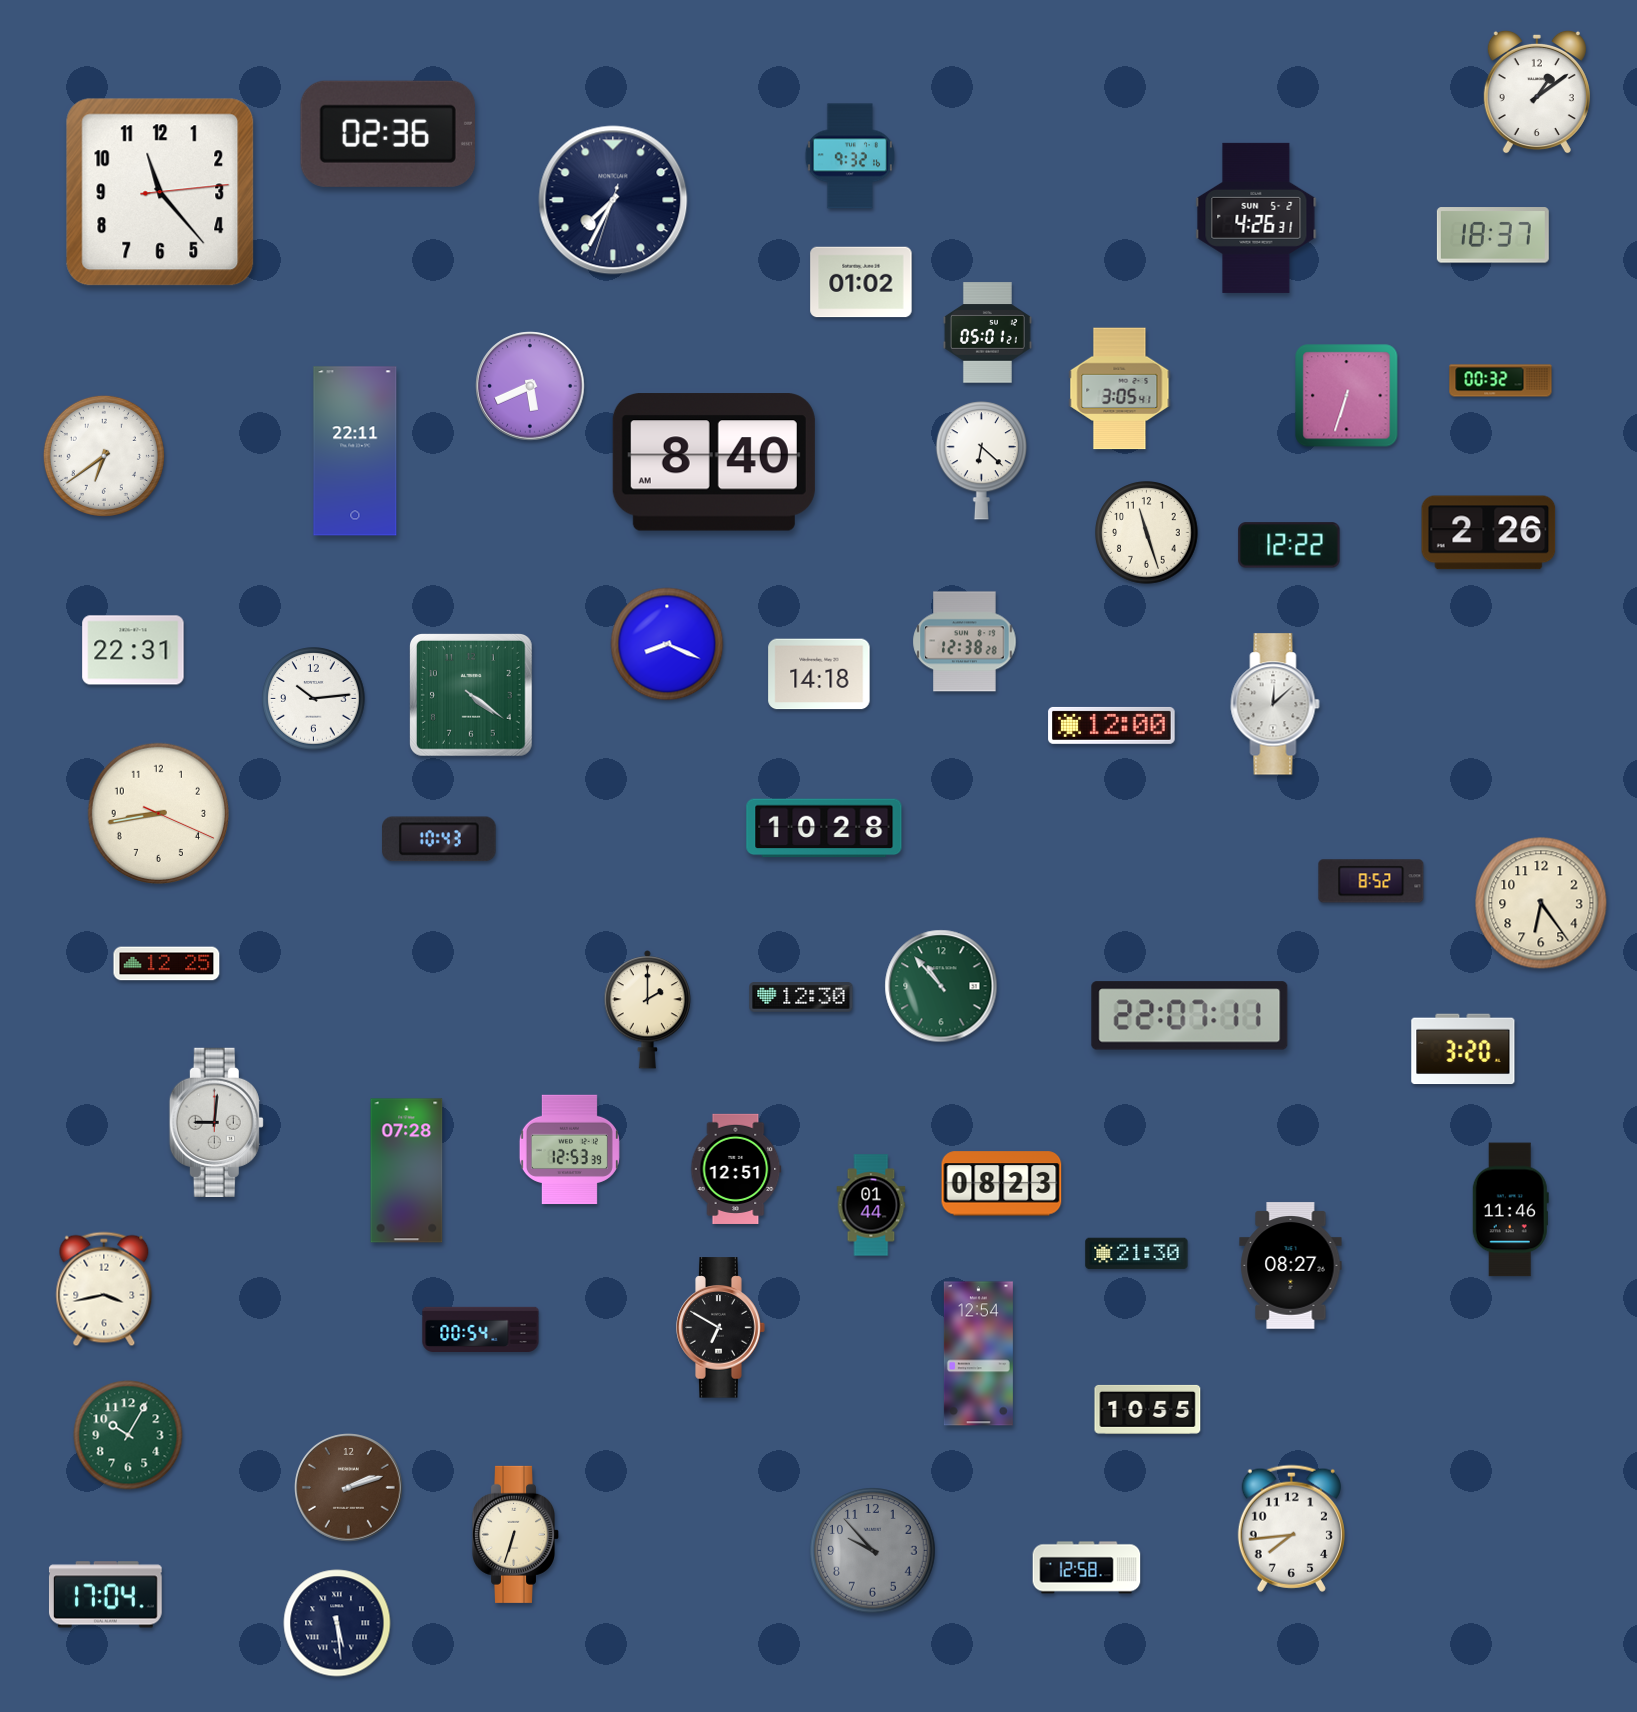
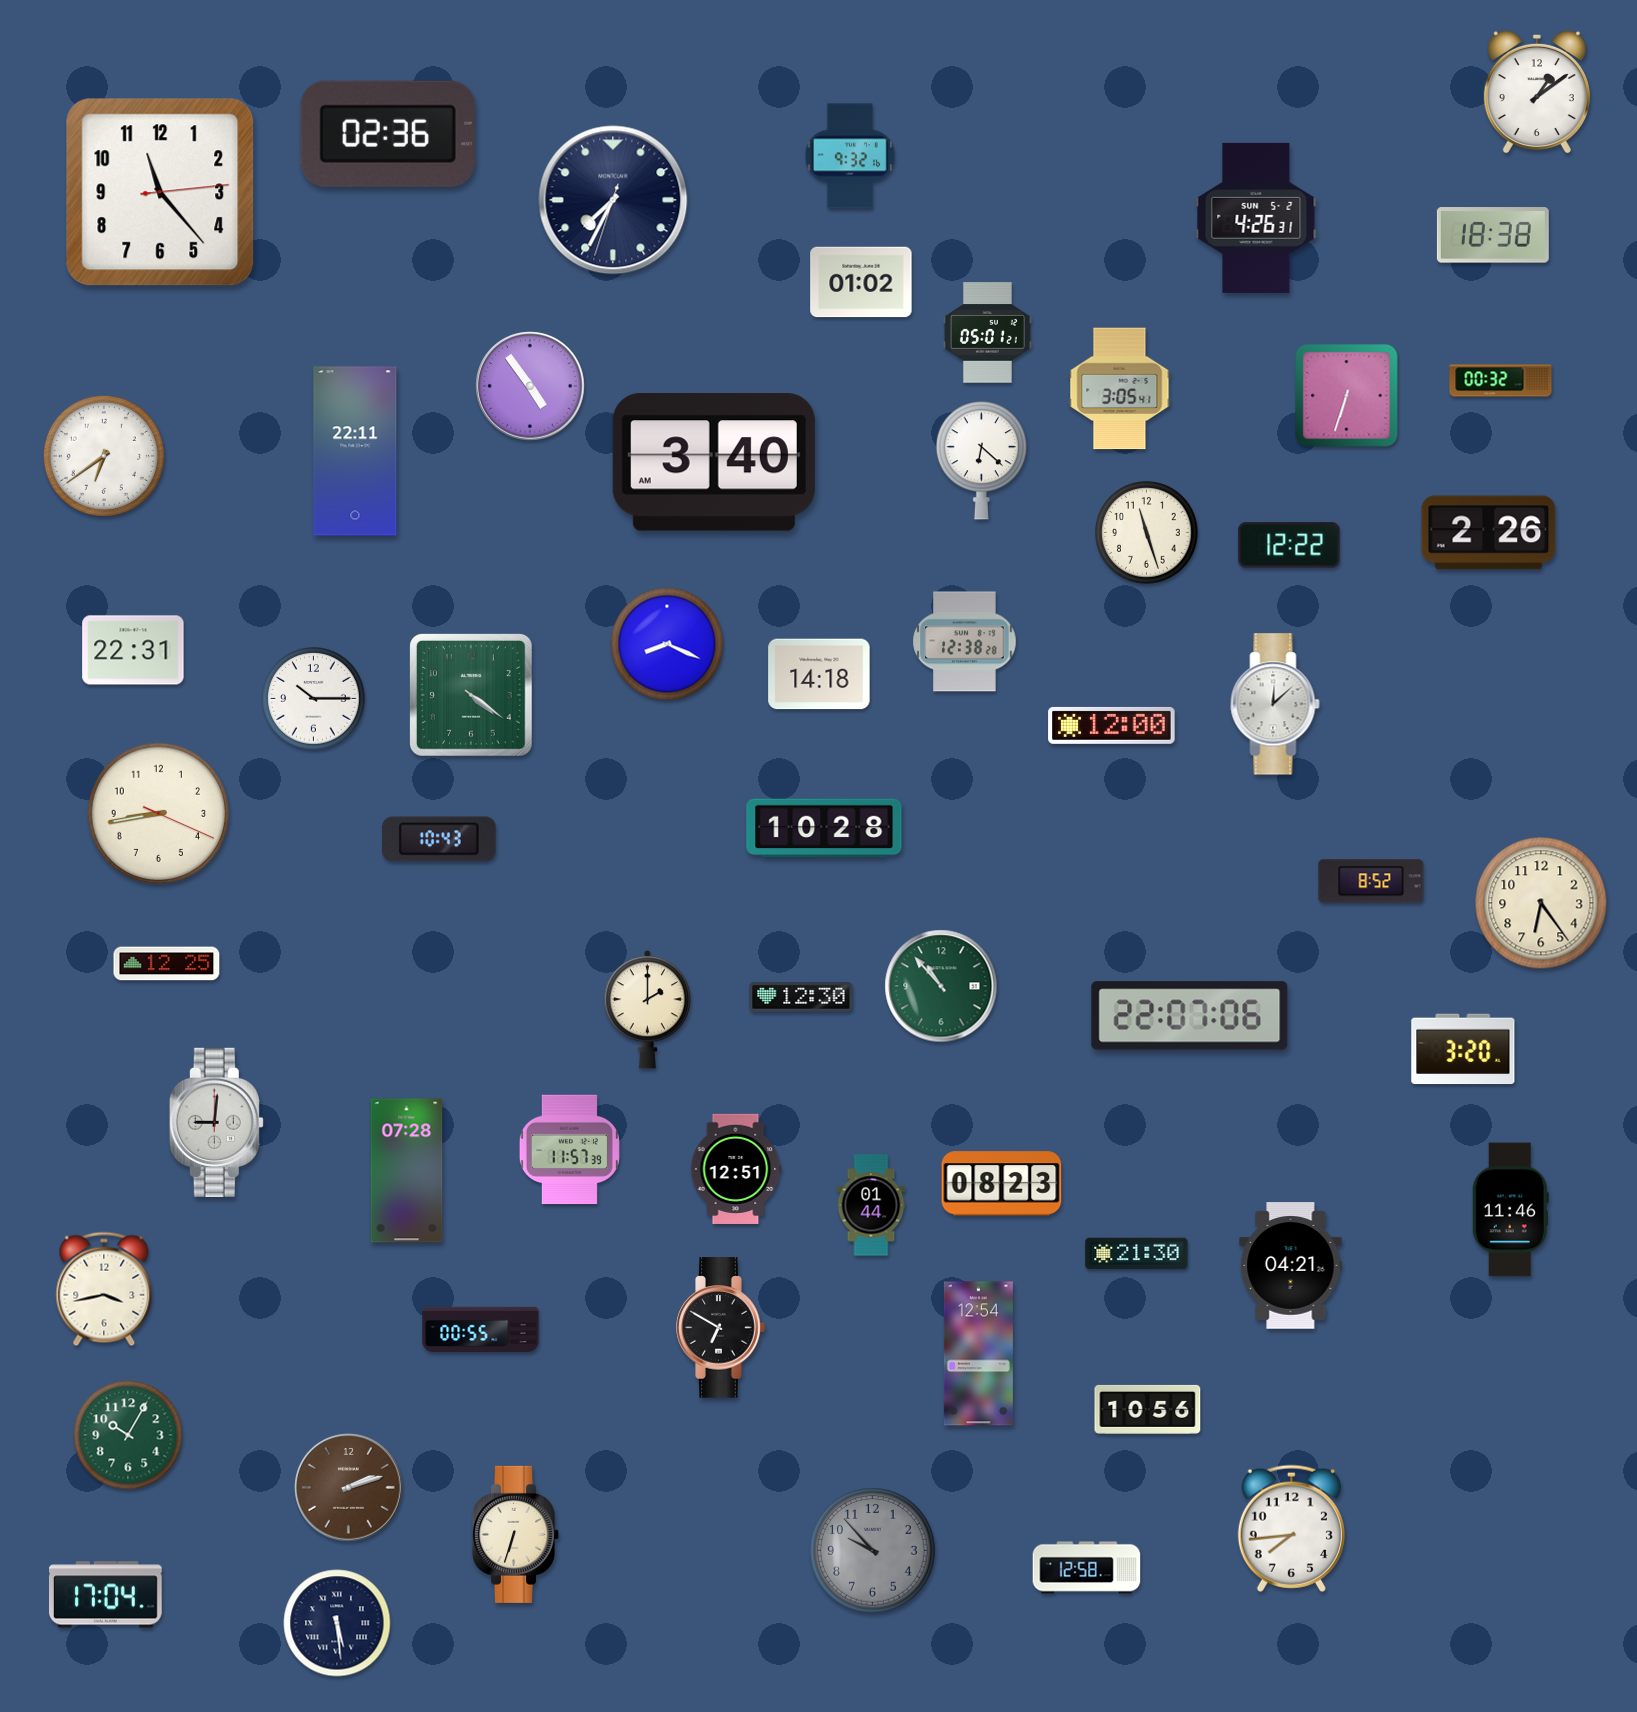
clock at (1493, 235): 18:37 -> 18:38
clock at (530, 386): 5:41 -> 4:54
clock at (714, 462): 8:40 -> 3:40
clock at (314, 699): 10:14 -> 10:15
clock at (1190, 1016): 22:07:11 -> 22:07:06
clock at (569, 1150): 12:53 -> 11:57
clock at (1291, 1266): 08:27 -> 04:21
clock at (481, 1329): 00:54 -> 00:55
clock at (1148, 1409): 10:55 -> 10:56
